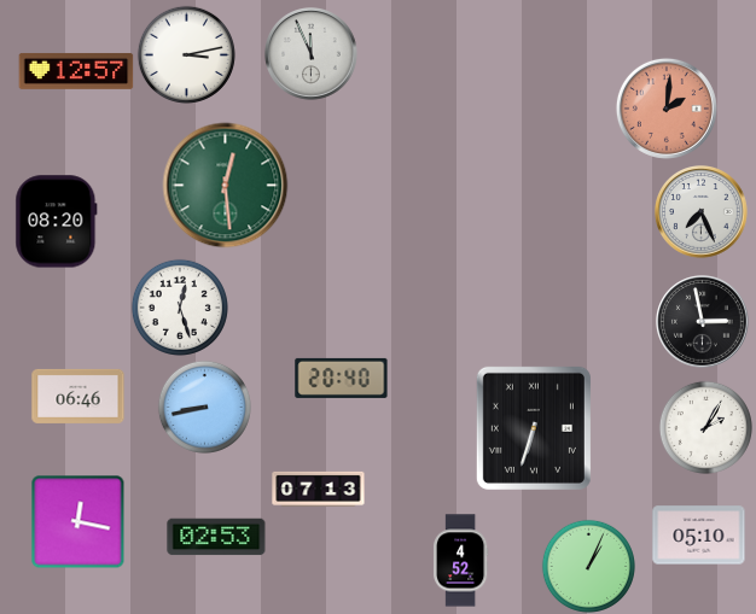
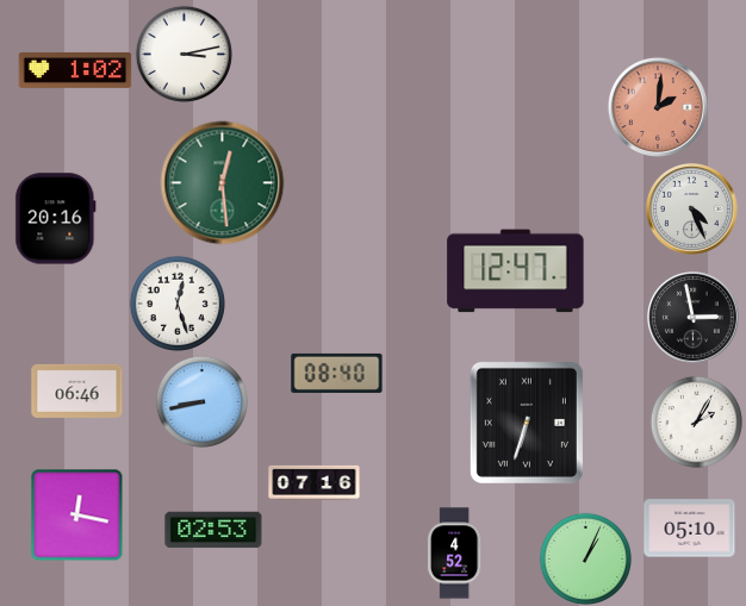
clock at (312, 54): 11:56 -> none
clock at (76, 71): 12:57 -> 1:02
clock at (702, 212): 7:26 -> 4:26
clock at (57, 222): 08:20 -> 20:16
clock at (516, 271): none -> 12:47
clock at (342, 378): 20:40 -> 08:40
clock at (319, 489): 07:13 -> 07:16
clock at (588, 566) position: (588, 566) -> (585, 558)
